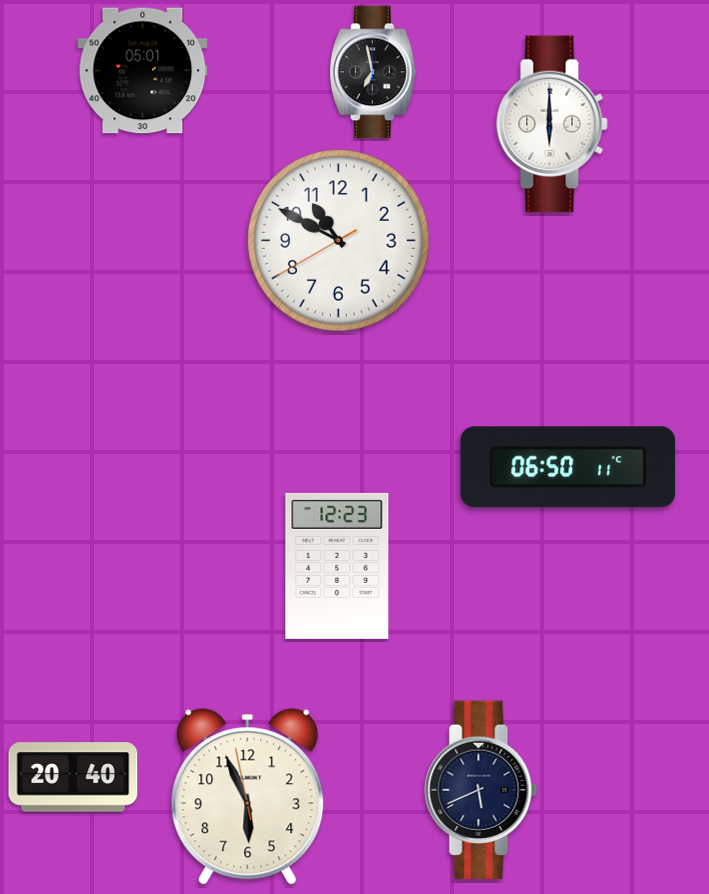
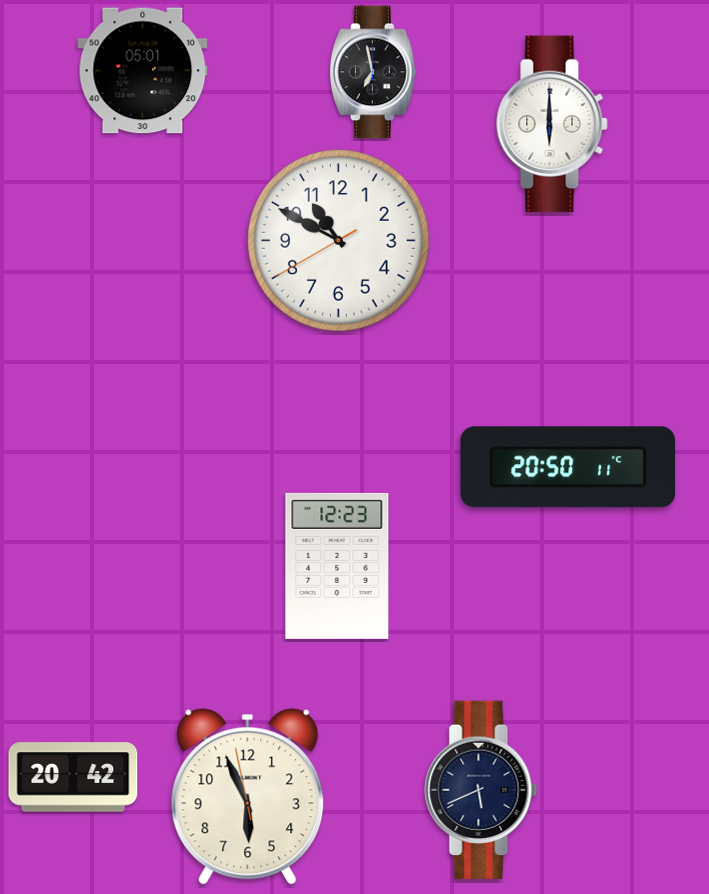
clock at (568, 467): 06:50 -> 20:50
clock at (73, 777): 20:40 -> 20:42
